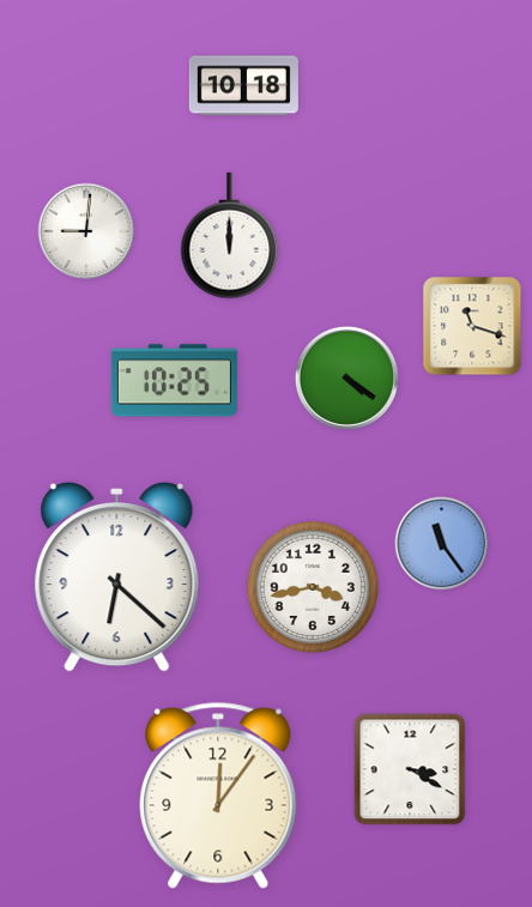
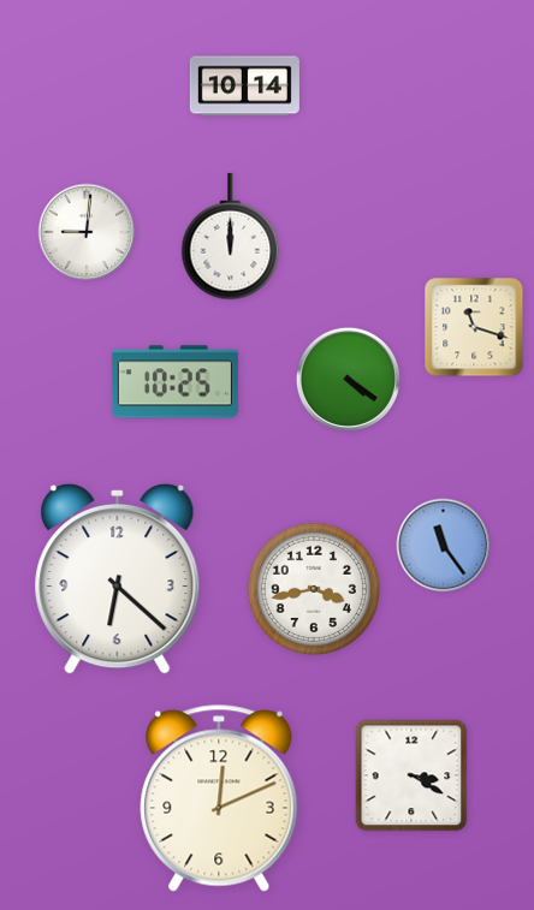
clock at (243, 86): 10:18 -> 10:14
clock at (410, 769) position: (410, 769) -> (411, 775)
clock at (218, 796): 12:06 -> 12:11
